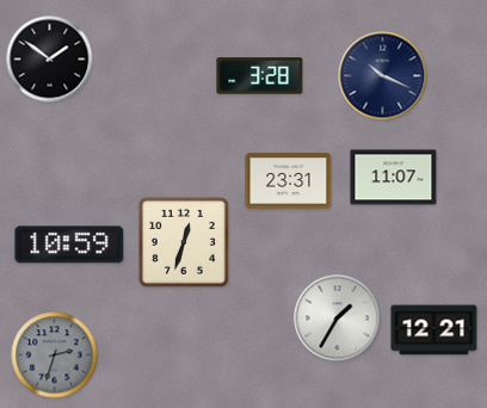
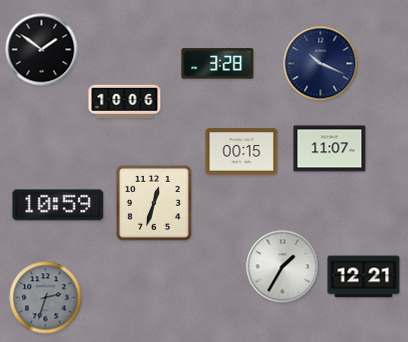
clock at (125, 102): none -> 10:06
clock at (289, 181): 23:31 -> 00:15
